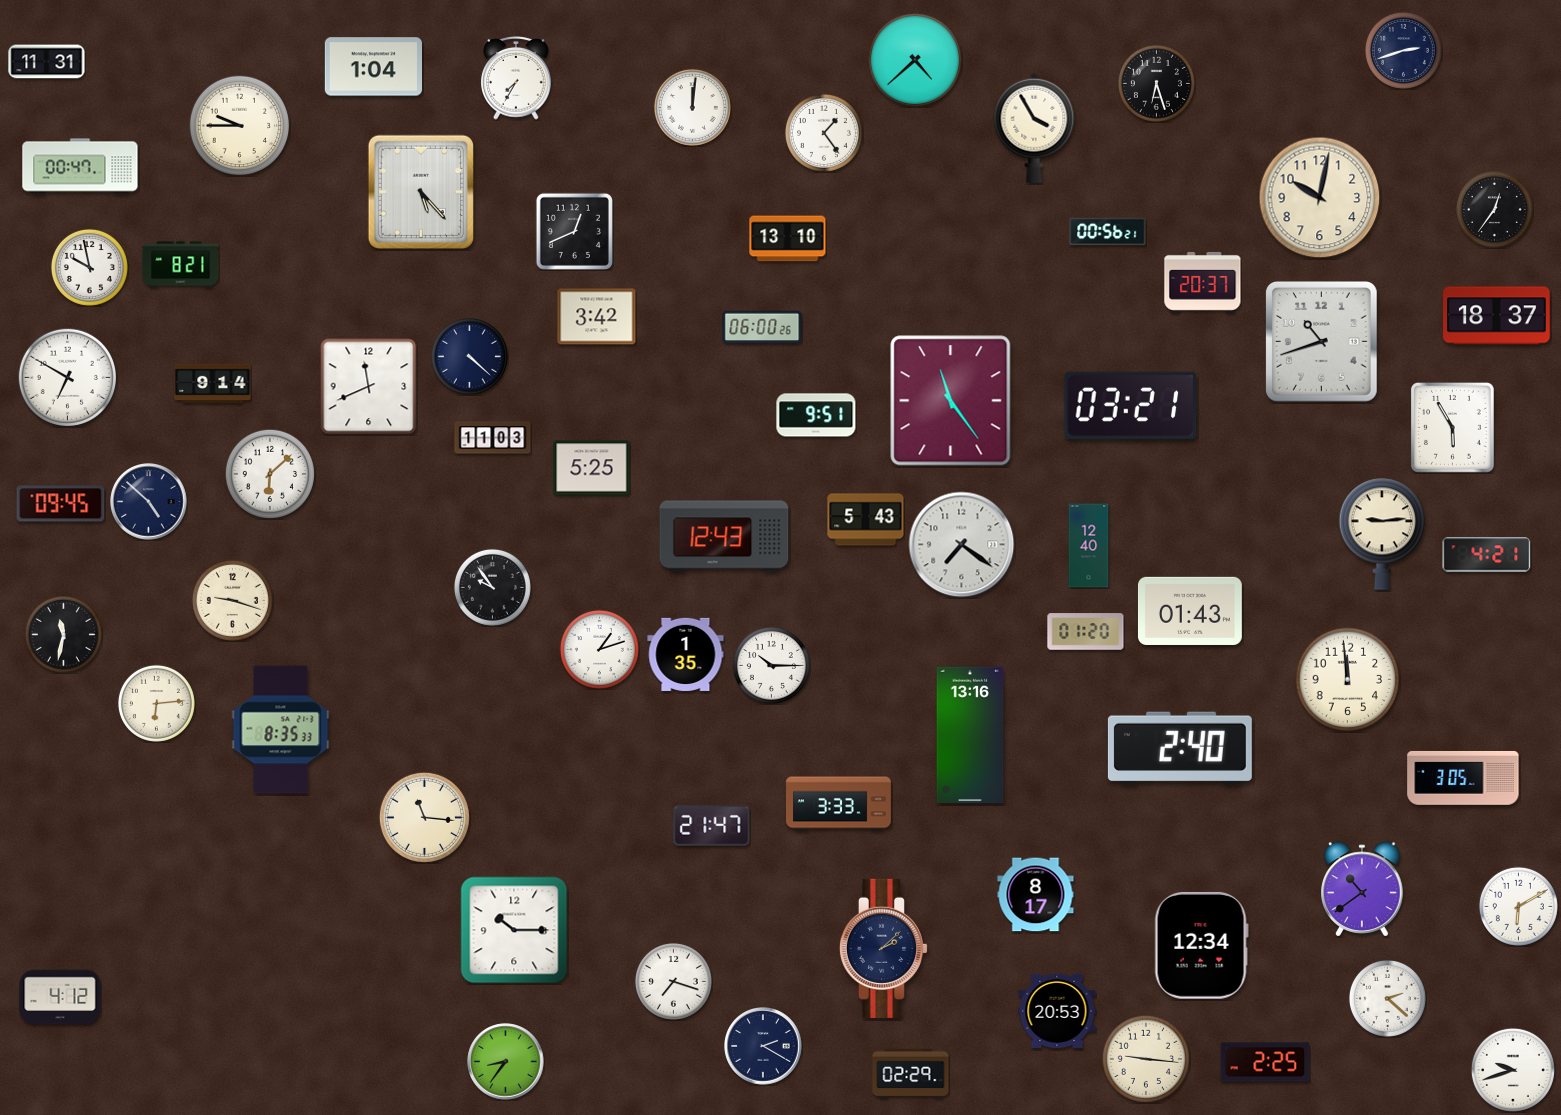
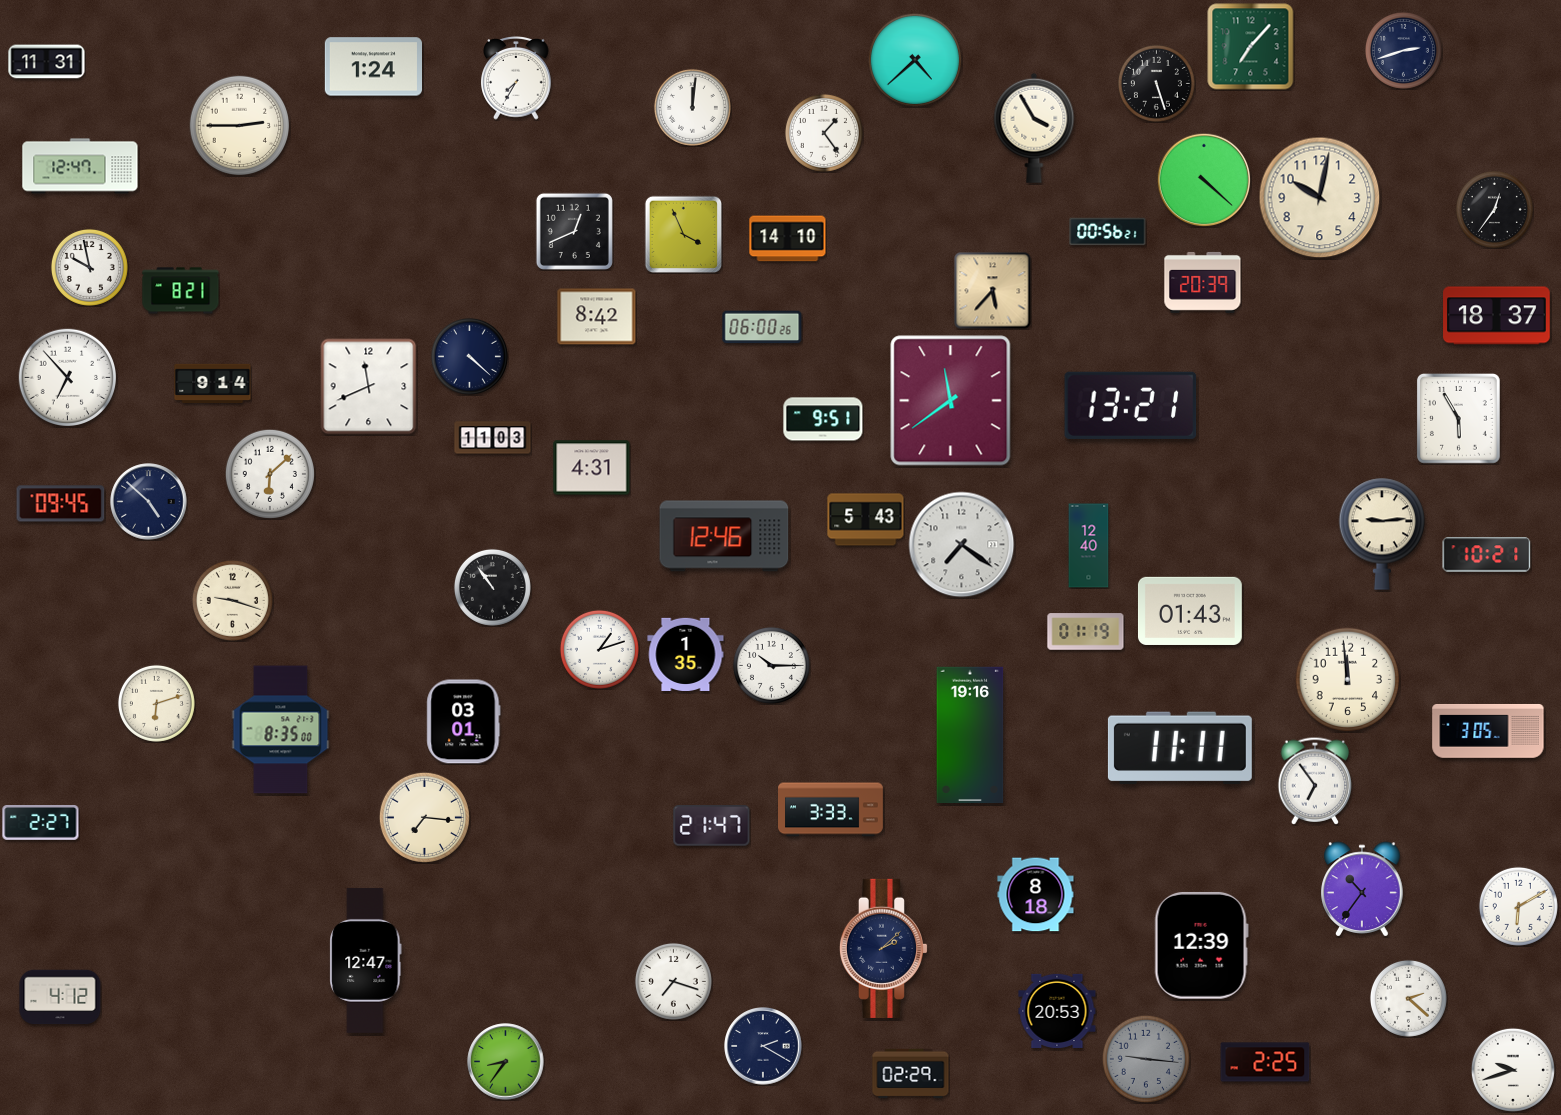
clock at (1251, 47): none -> 7:07
clock at (373, 67): 1:04 -> 1:24
clock at (1156, 83): 6:27 -> 5:27
clock at (240, 126): 9:45 -> 2:45
clock at (80, 166): 00:47 -> 12:47
clock at (1204, 180): none -> 4:22
clock at (421, 192): 5:23 -> none
clock at (683, 234): none -> 3:56
clock at (788, 239): 13:10 -> 14:10
clock at (181, 265) position: (181, 265) -> (181, 291)
clock at (1203, 282): 20:37 -> 20:39
clock at (993, 291): none -> 5:37
clock at (597, 317): 3:42 -> 8:42
clock at (1321, 342): 10:42 -> none
clock at (68, 378): 6:50 -> 6:53
clock at (951, 401): 11:24 -> 11:39
clock at (1131, 405): 03:21 -> 13:21
clock at (816, 415) position: (816, 415) -> (823, 419)
clock at (1452, 428) position: (1452, 428) -> (1458, 419)
clock at (592, 468): 5:25 -> 4:31
clock at (724, 536): 12:43 -> 12:46
clock at (1487, 555): 4:21 -> 10:21
clock at (492, 587): 9:54 -> 10:54
clock at (1086, 632): 01:20 -> 01:19
clock at (63, 634): 11:32 -> none
clock at (156, 703): 6:14 -> 6:12
clock at (464, 722): none -> 03:01
clock at (281, 730): 8:35:33 -> 8:35:00
clock at (970, 735): 13:16 -> 19:16
clock at (1180, 748): 2:40 -> 11:11
clock at (1463, 778) position: (1463, 778) -> (1488, 731)
clock at (1315, 781): none -> 6:54
clock at (839, 804) position: (839, 804) -> (831, 810)
clock at (424, 817): 11:16 -> 7:16
clock at (41, 823): none -> 2:27
clock at (1362, 889): 10:39 -> 10:36
clock at (1036, 895): 8:17 -> 8:18
clock at (514, 930): 10:15 -> none
clock at (1201, 945): 12:34 -> 12:39
clock at (366, 960): none -> 12:47
clock at (1387, 998) position: (1387, 998) -> (1408, 998)
clock at (1146, 1059) dial: cream -> grey
